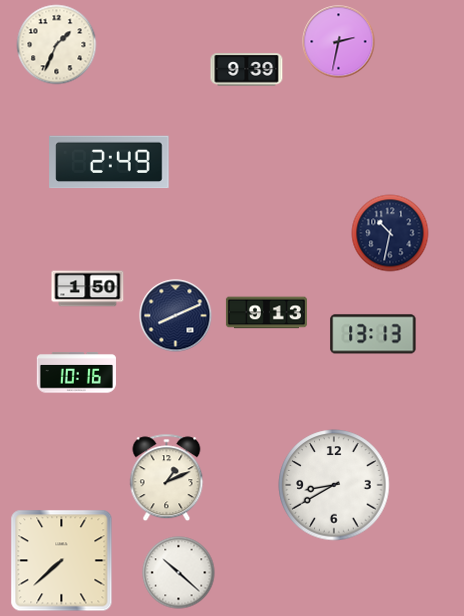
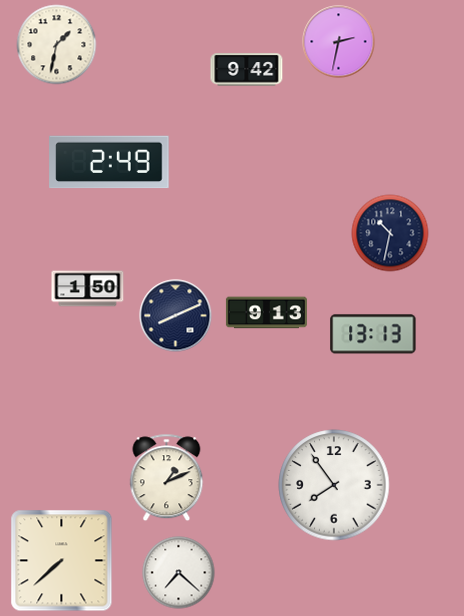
clock at (57, 45): 1:34 -> 1:32
clock at (247, 70): 9:39 -> 9:42
clock at (76, 373): 10:16 -> none
clock at (334, 485): 8:40 -> 7:54
clock at (179, 573): 10:22 -> 7:22
